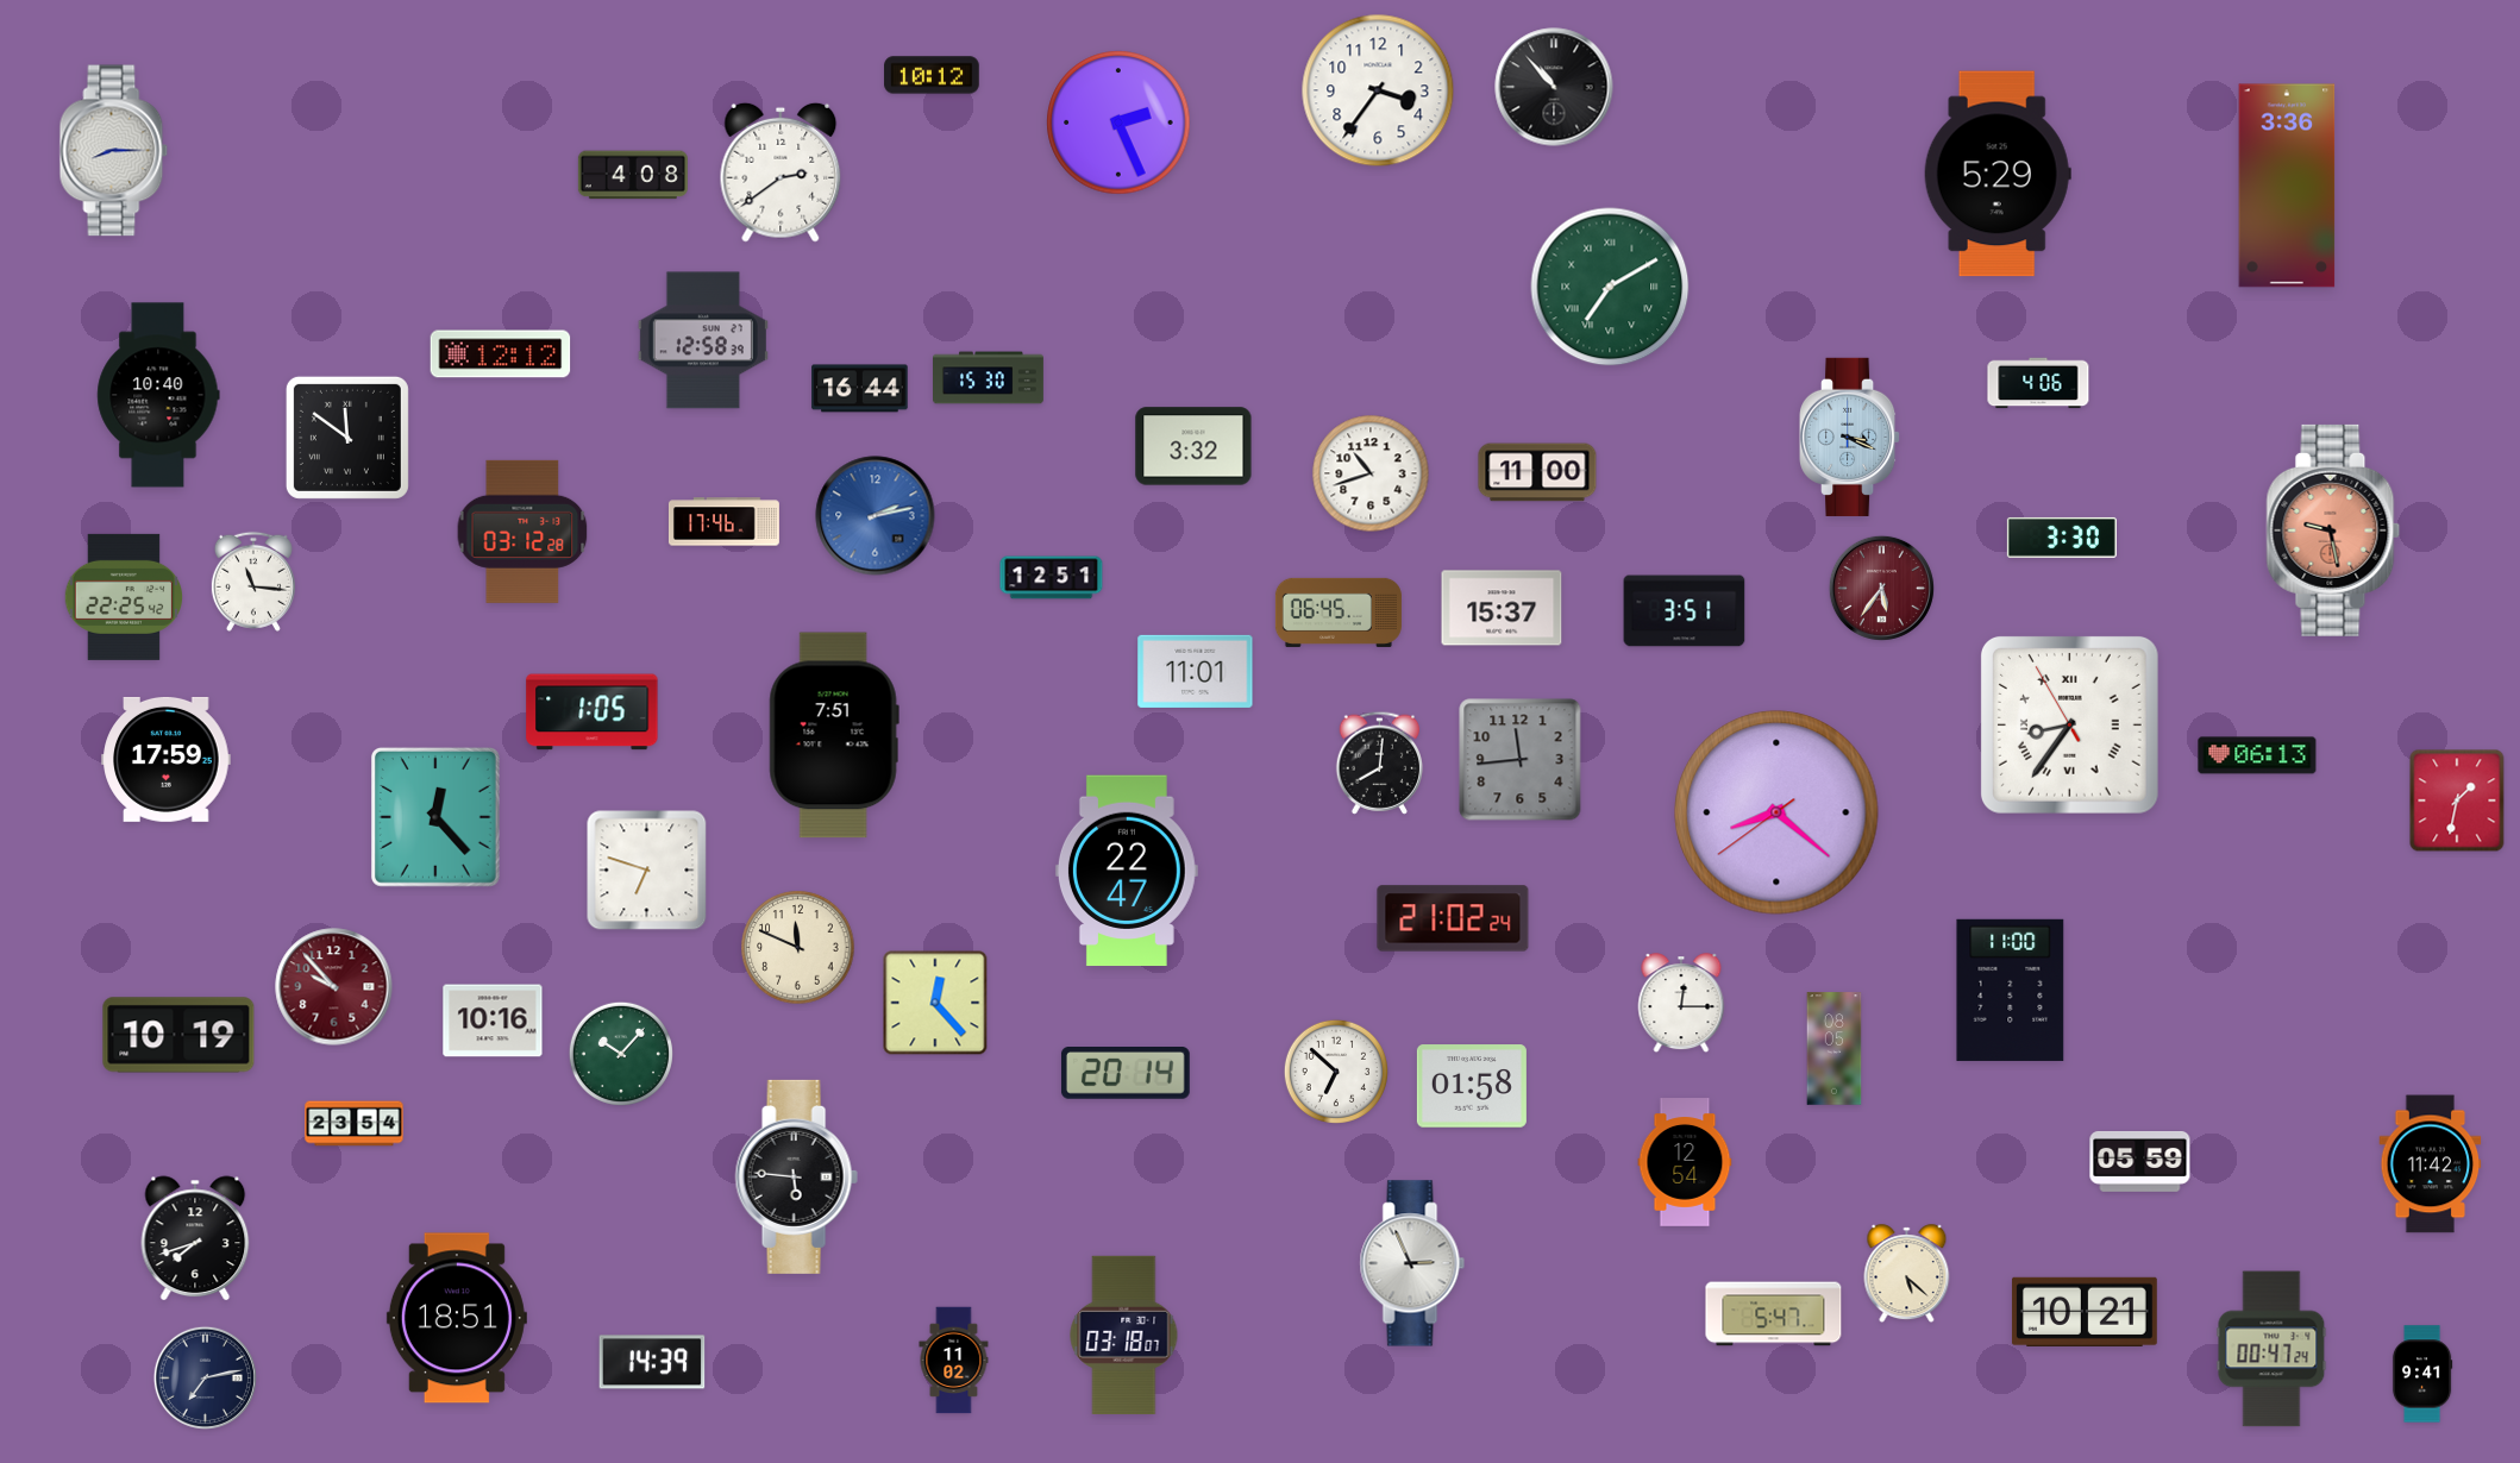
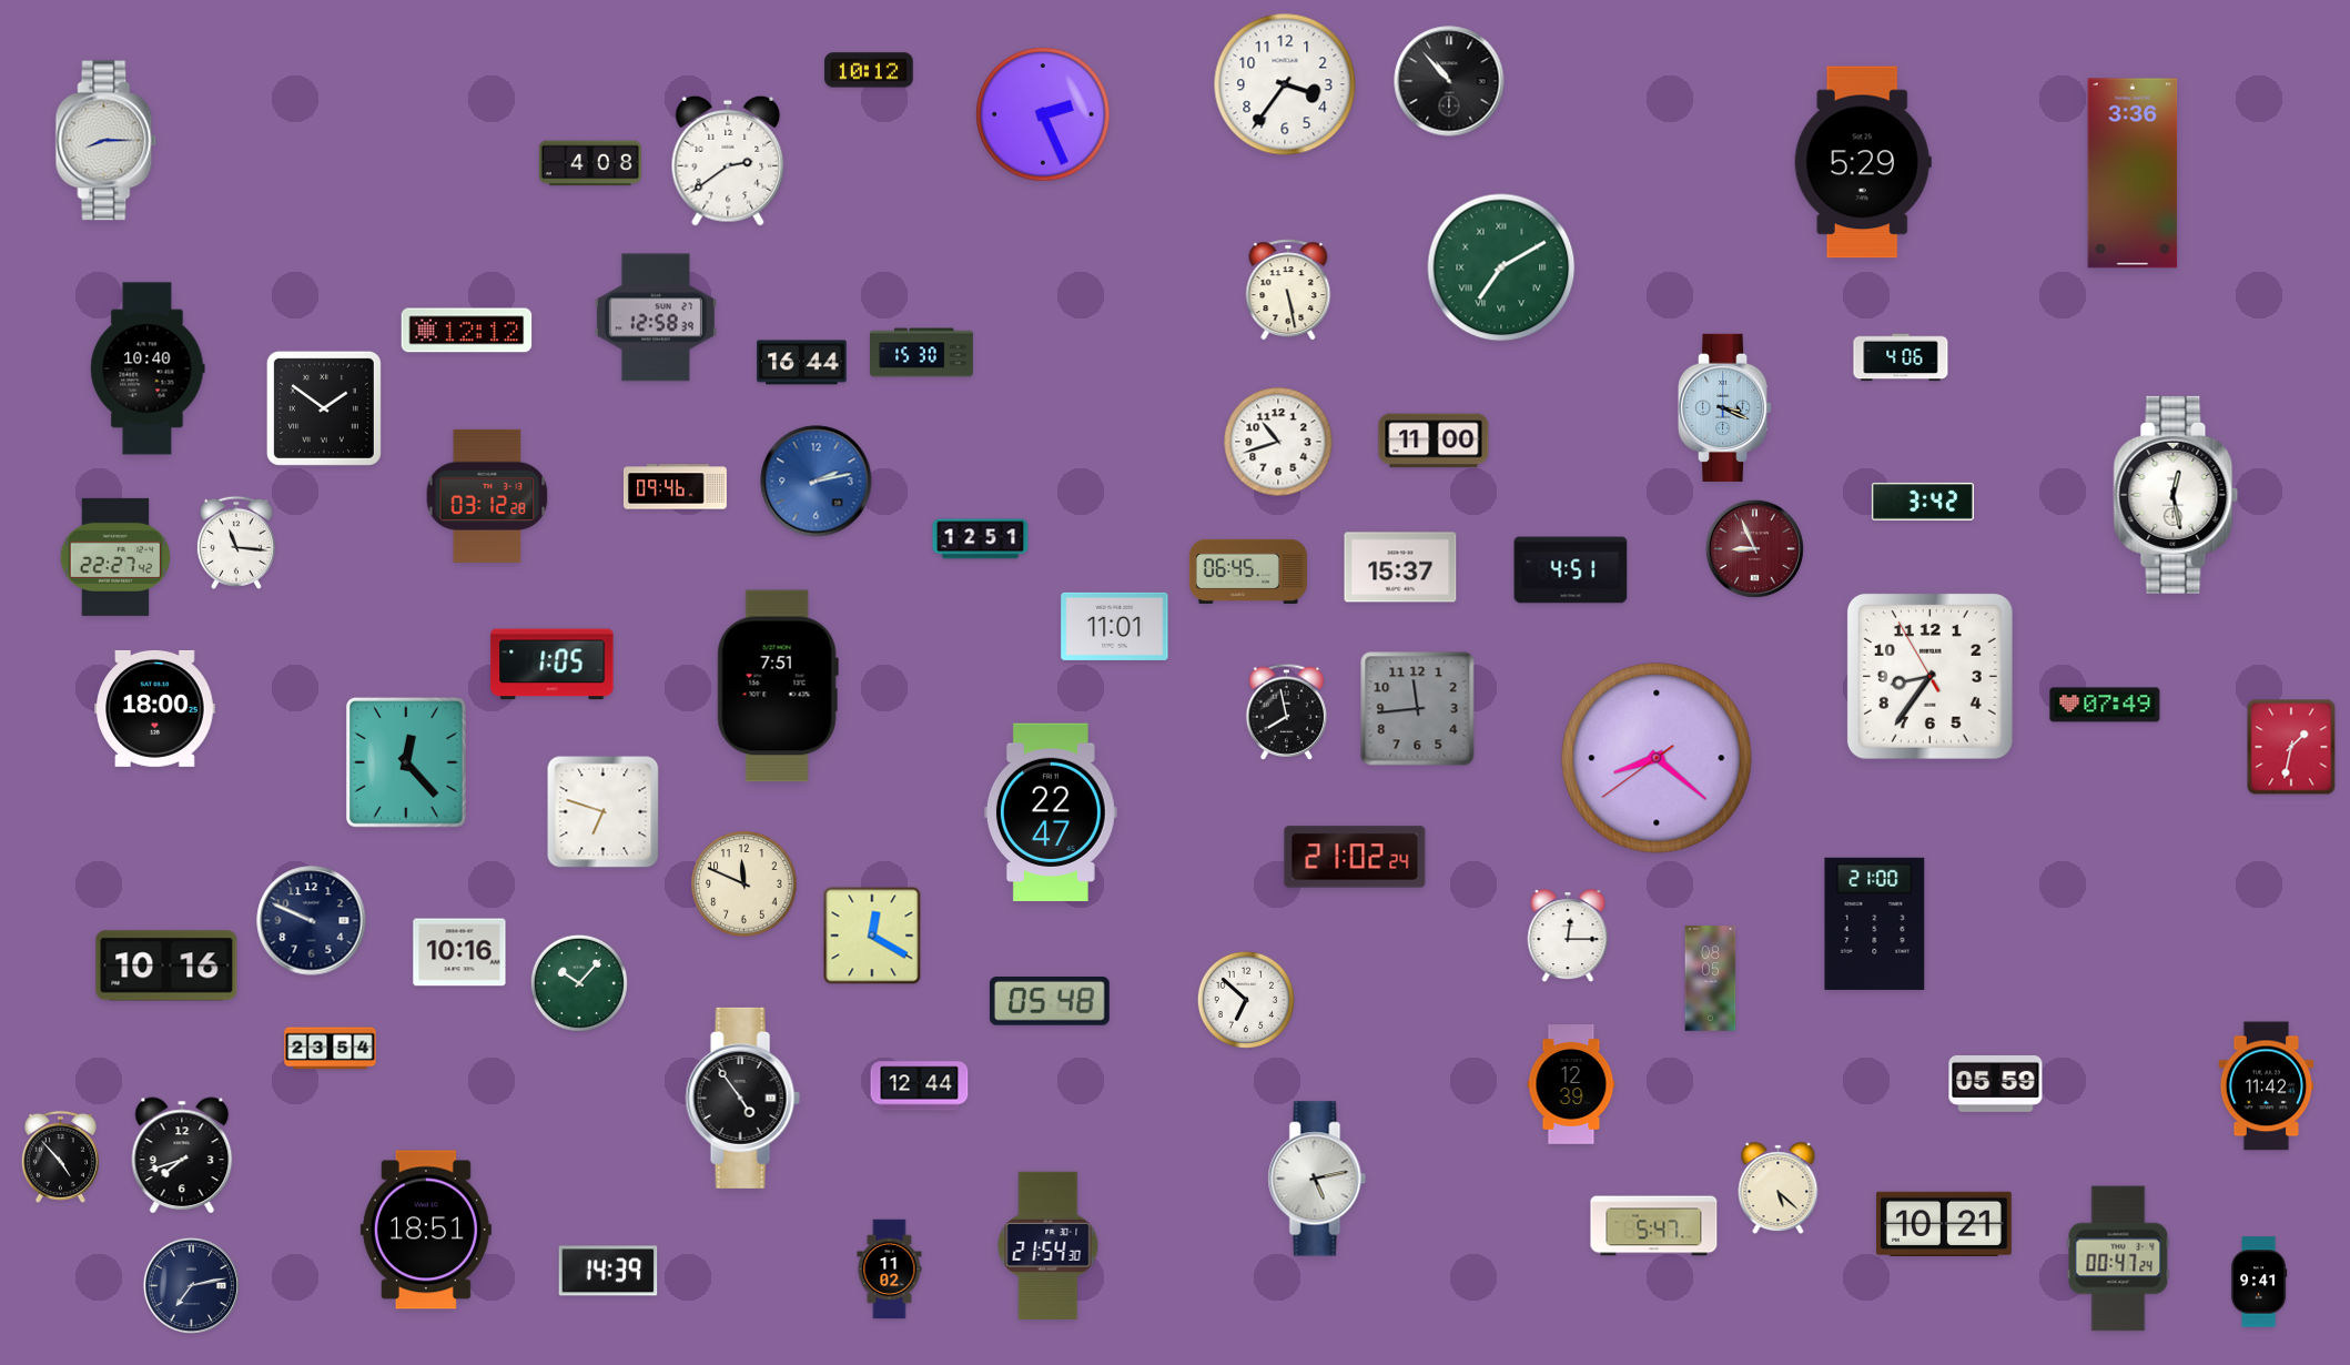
clock at (1288, 290): none -> 5:28
clock at (347, 438): 11:51 -> 1:51
clock at (1193, 446): 3:32 -> none
clock at (723, 522): 17:46 -> 09:46
clock at (2333, 530): 9:28 -> 12:28
clock at (2333, 530) dial: salmon -> white
clock at (2062, 538): 3:30 -> 3:42
clock at (1881, 588): 5:36 -> 8:56
clock at (123, 597): 22:25 -> 22:27
clock at (1685, 611): 3:51 -> 4:51
clock at (2069, 724) numerals: Roman -> Arabic
clock at (2257, 755): 06:13 -> 07:49
clock at (167, 759): 17:59 -> 18:00
clock at (1380, 762): 8:01 -> 7:58
clock at (334, 987): 9:53 -> 9:49
clock at (334, 987) dial: burgundy -> navy
clock at (2011, 990): 11:00 -> 21:00
clock at (935, 1003): 12:23 -> 12:20
clock at (178, 1035): 10:19 -> 10:16
clock at (1126, 1074): 20:14 -> 05:48
clock at (1472, 1086): 01:58 -> none
clock at (1685, 1162): 12:54 -> 12:39
clock at (920, 1086): none -> 12:44
clock at (796, 1176): 5:46 -> 4:54
clock at (60, 1156): none -> 4:53
clock at (1412, 1263): 2:56 -> 5:13
clock at (1124, 1335): 03:18 -> 21:54
